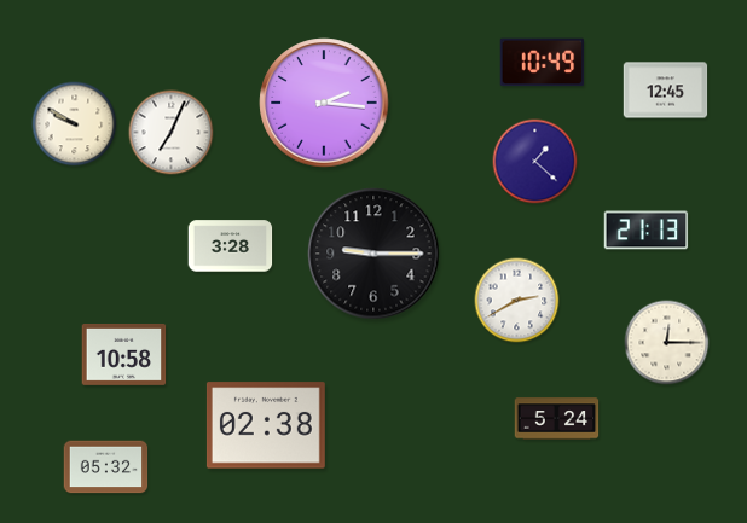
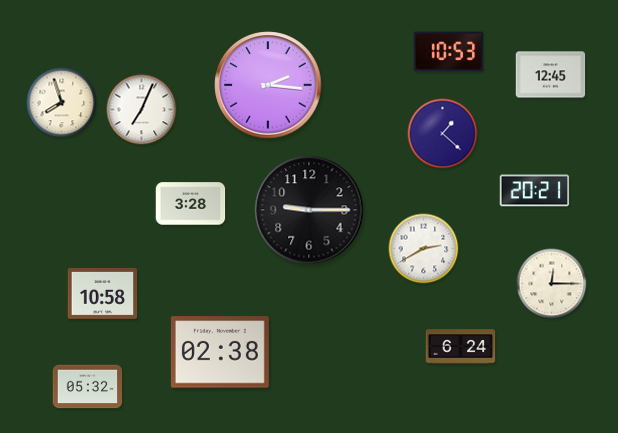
clock at (543, 63): 10:49 -> 10:53
clock at (75, 124): 9:50 -> 7:57
clock at (647, 231): 21:13 -> 20:21
clock at (517, 301) position: (517, 301) -> (424, 249)
clock at (557, 419): 5:24 -> 6:24
